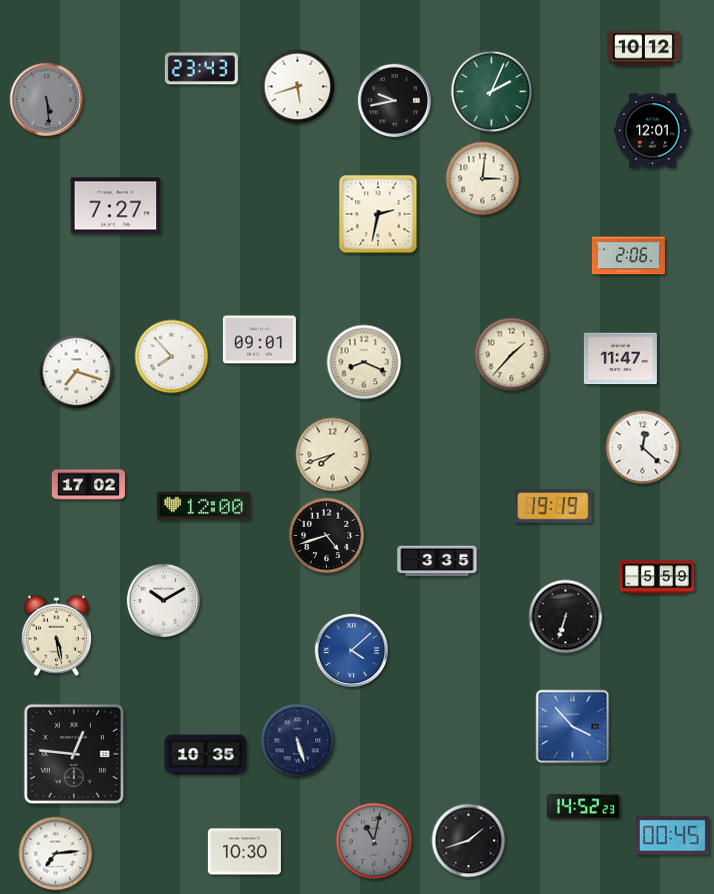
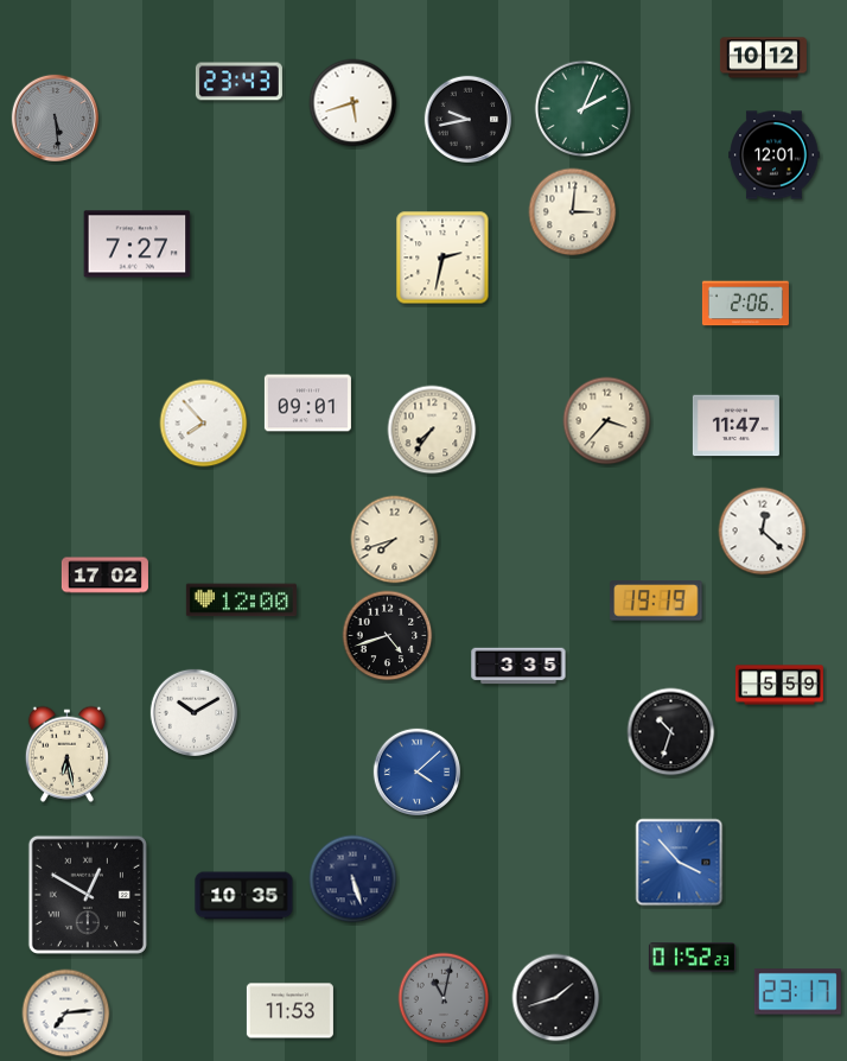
clock at (378, 214) position: (378, 214) -> (442, 258)
clock at (512, 355): 1:37 -> 3:37
clock at (364, 362): 8:19 -> 7:36
clock at (77, 372): 7:18 -> none
clock at (566, 617): 6:33 -> 10:33
clock at (56, 635): 5:28 -> 6:28
clock at (74, 754): 12:46 -> 12:50
clock at (583, 807): 14:52 -> 01:52
clock at (672, 836): 00:45 -> 23:17
clock at (244, 852): 10:30 -> 11:53
